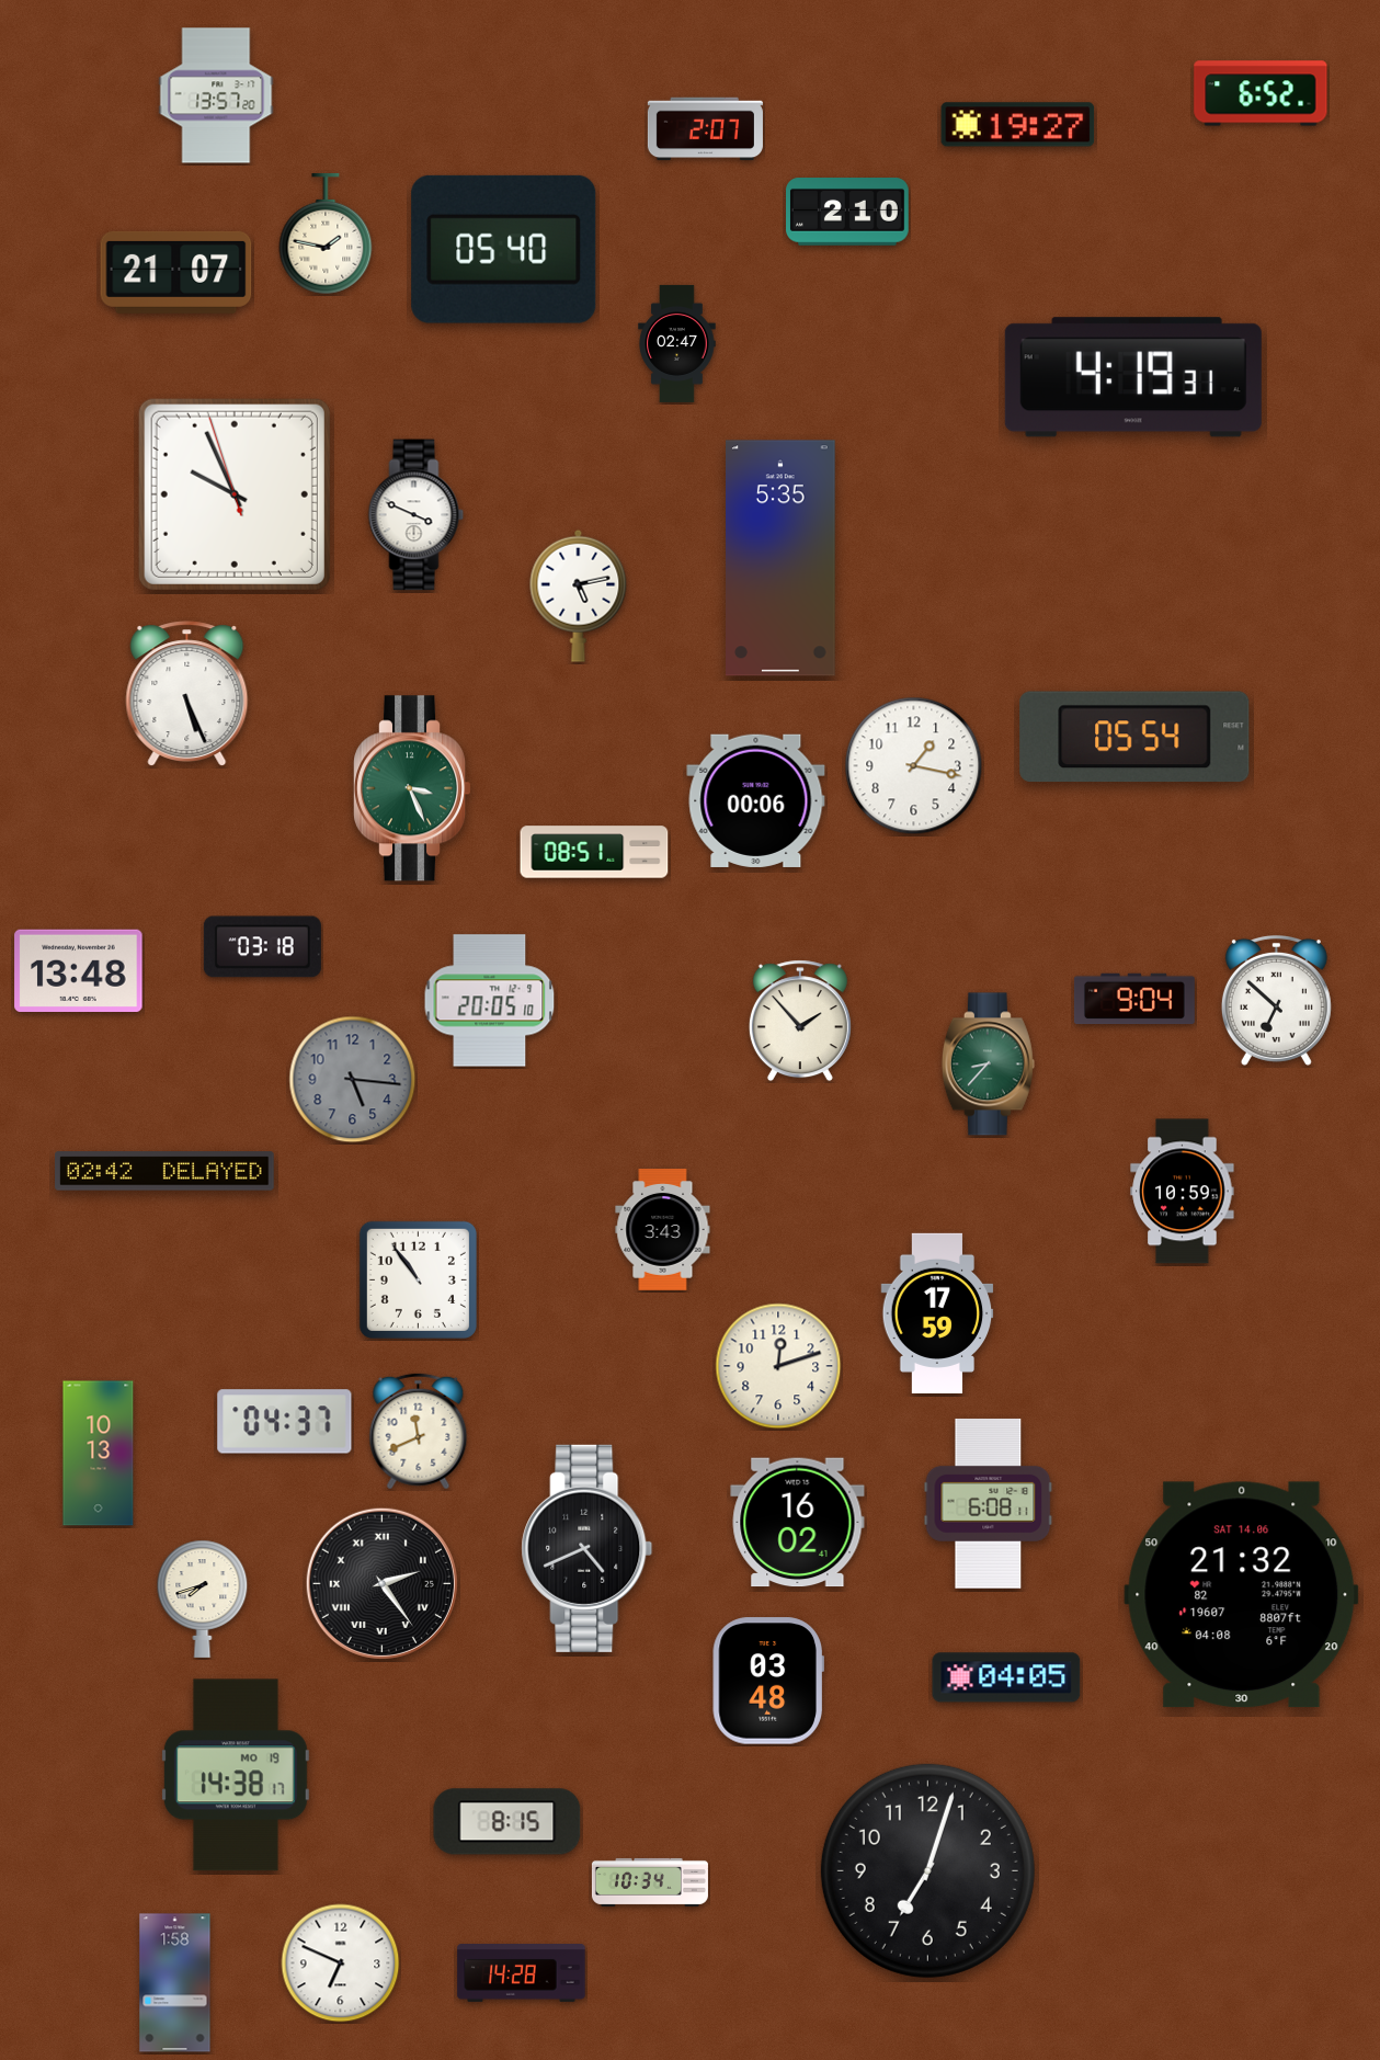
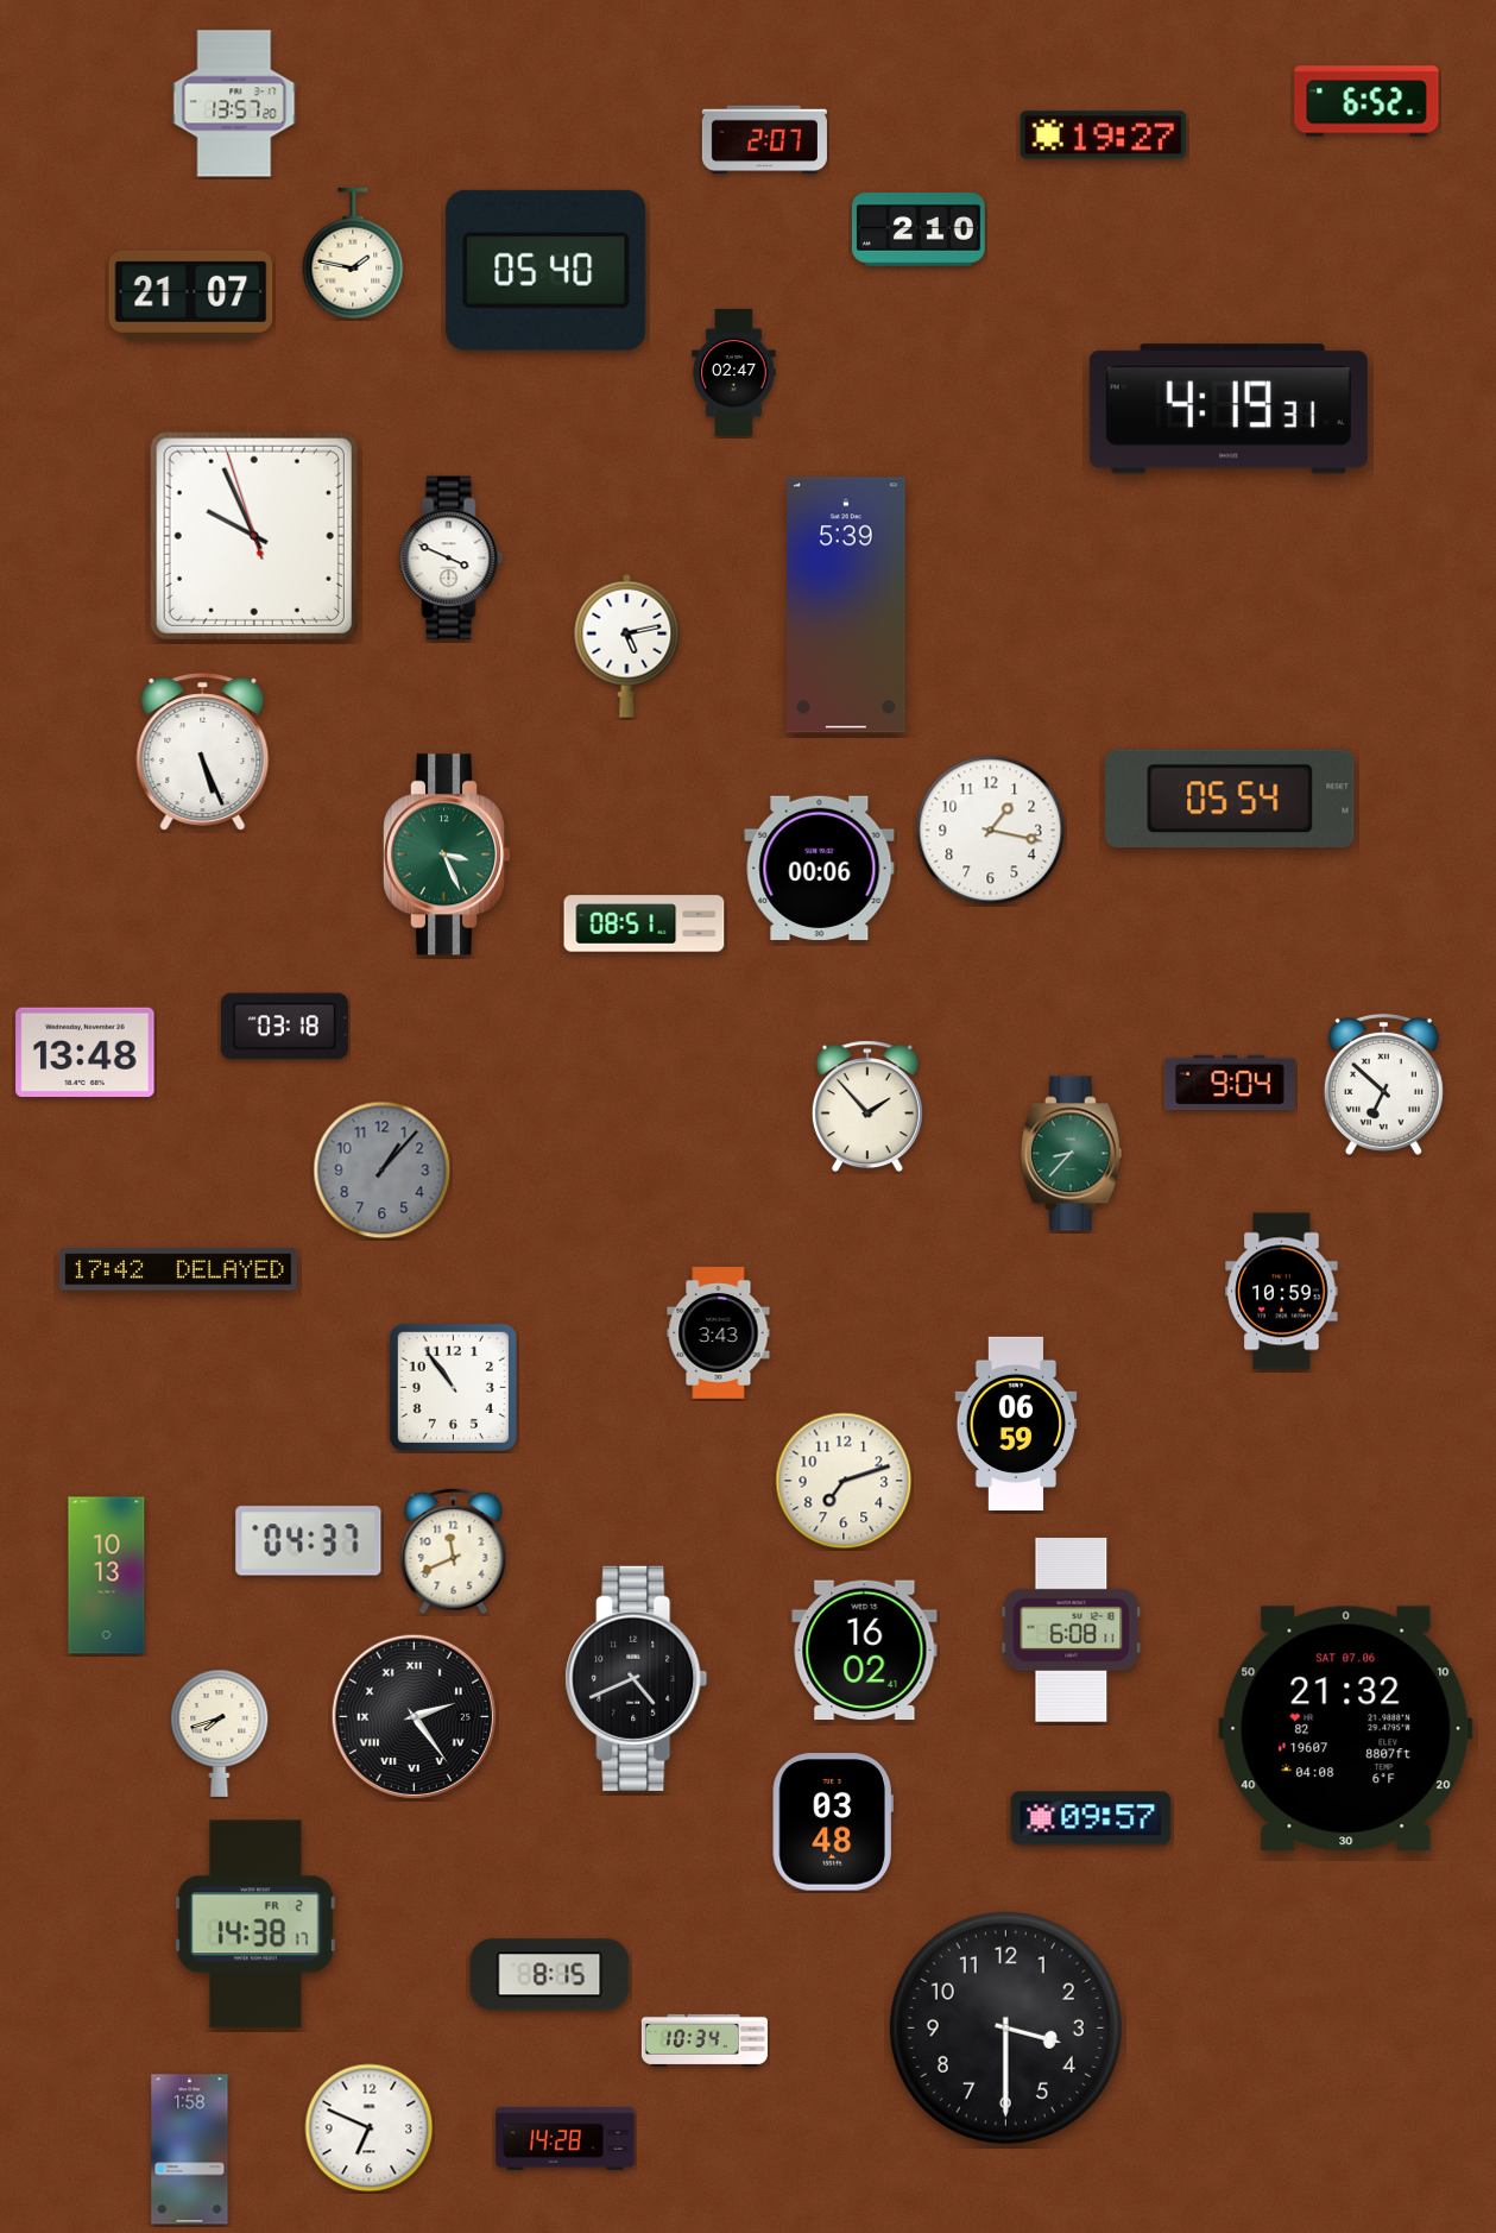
clock at (782, 558): 5:35 -> 5:39
clock at (490, 1001): 20:05 -> none
clock at (353, 1080): 5:16 -> 1:07
clock at (164, 1171): 02:42 -> 17:42
clock at (937, 1313): 17:59 -> 06:59
clock at (778, 1366): 12:12 -> 7:12
clock at (1242, 1595) date: SAT 14.06 -> SAT 07.06
clock at (1006, 1677): 04:05 -> 09:57
clock at (236, 1775) date: MO 19 -> FR 2
clock at (927, 1870): 7:03 -> 3:30
